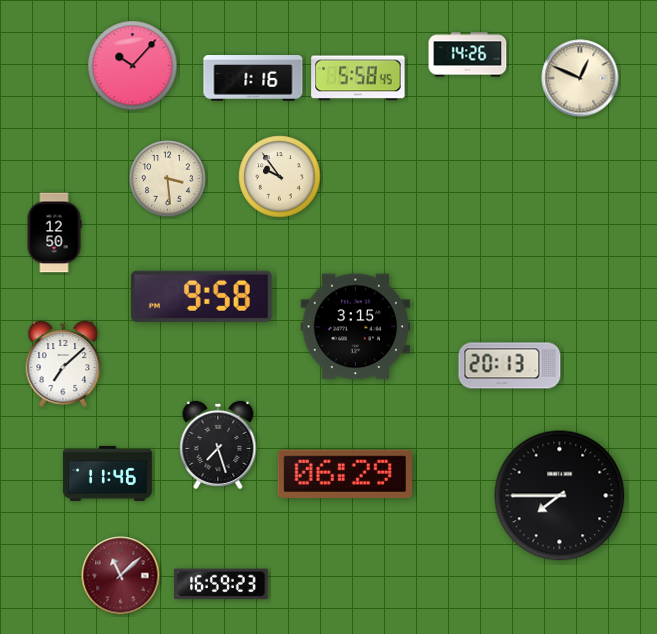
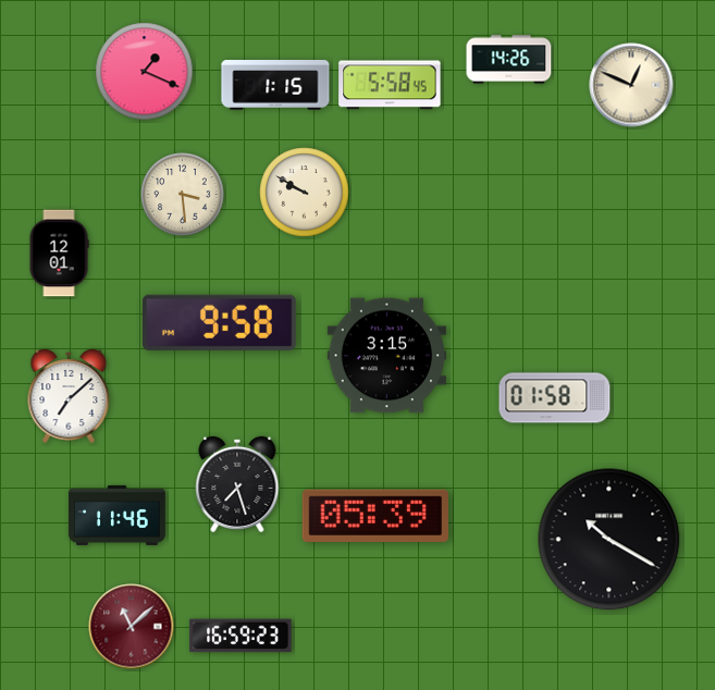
clock at (133, 66): 10:07 -> 1:19
clock at (253, 79): 1:16 -> 1:15
clock at (280, 177): 9:54 -> 9:50
clock at (54, 233): 12:50 -> 12:01
clock at (510, 366): 20:13 -> 01:58
clock at (345, 473): 06:29 -> 05:39
clock at (560, 496): 7:45 -> 10:20
